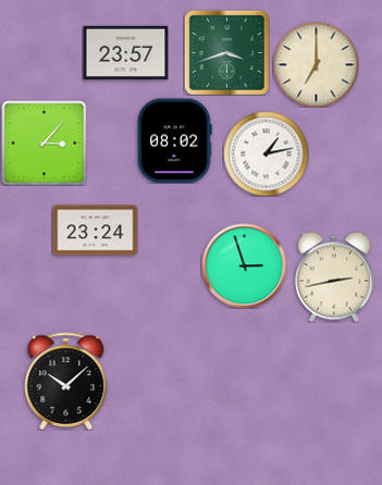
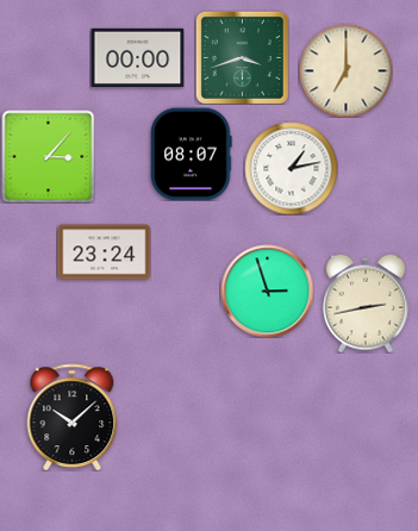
clock at (125, 52): 23:57 -> 00:00
clock at (226, 52) position: (226, 52) -> (242, 57)
clock at (175, 140): 08:02 -> 08:07
